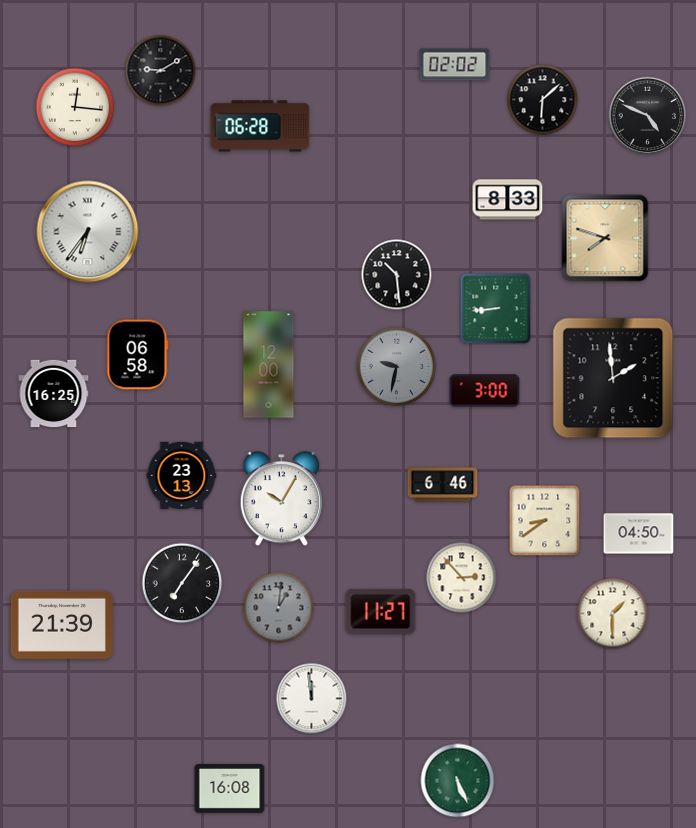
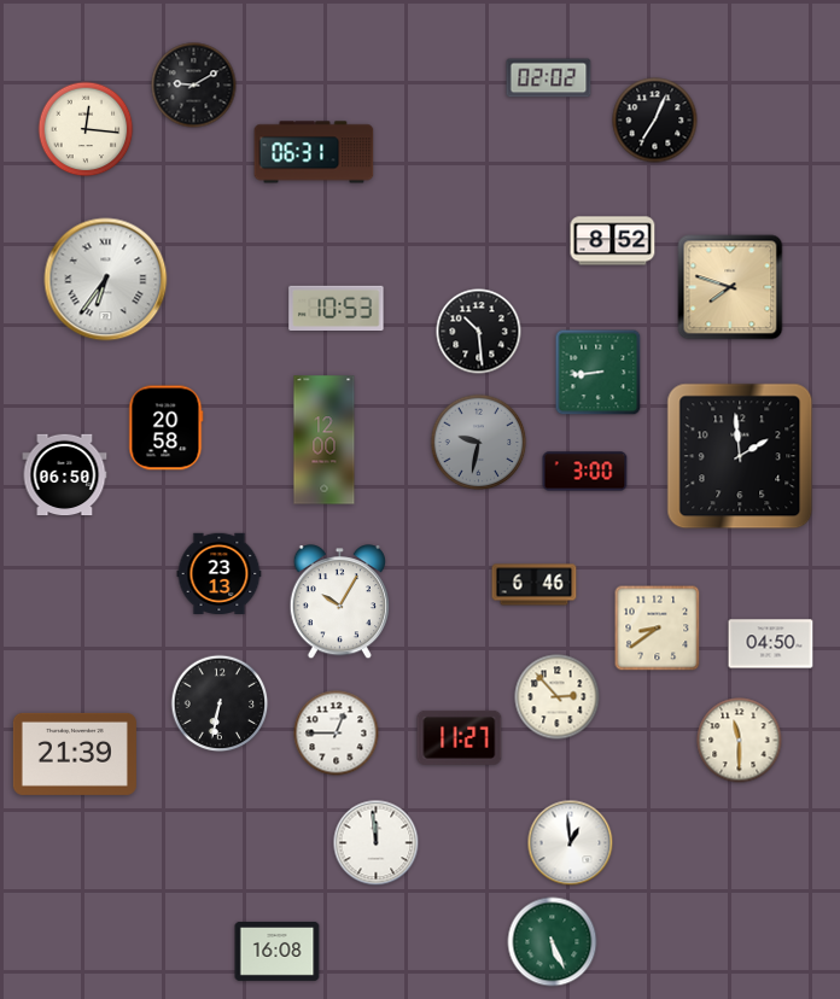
clock at (543, 100): 6:08 -> 7:04
clock at (75, 107) position: (75, 107) -> (86, 129)
clock at (648, 116): 4:49 -> none
clock at (260, 126): 06:28 -> 06:31
clock at (508, 200): 8:33 -> 8:52
clock at (337, 308): none -> 10:53
clock at (138, 355): 06:58 -> 20:58
clock at (54, 394): 16:25 -> 06:50
clock at (182, 583): 7:06 -> 6:32
clock at (279, 608): 1:01 -> 12:45
clock at (279, 608) dial: grey -> white
clock at (613, 614): 1:30 -> 11:30
clock at (571, 843): none -> 12:59
